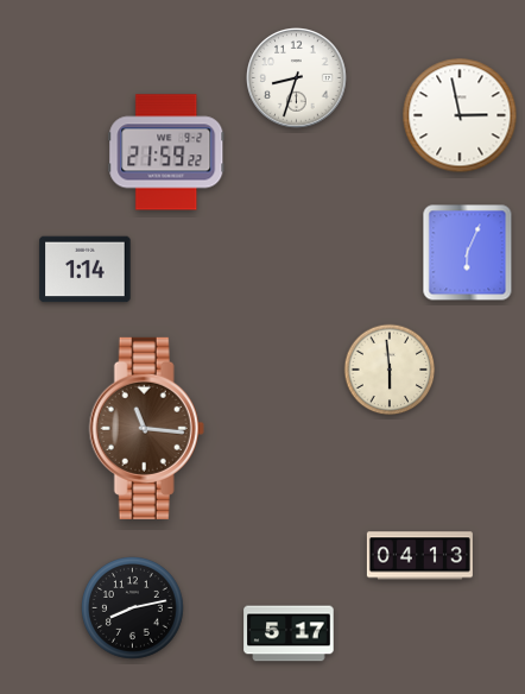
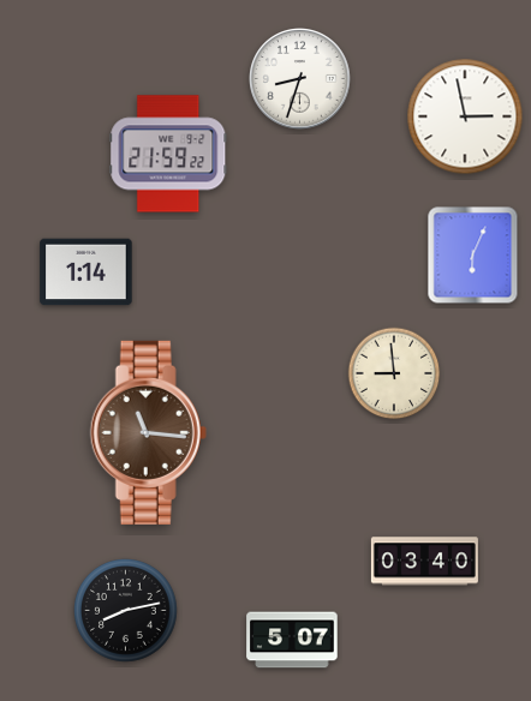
clock at (390, 370): 5:59 -> 8:59
clock at (419, 556): 04:13 -> 03:40
clock at (133, 608) position: (133, 608) -> (126, 611)
clock at (289, 633): 5:17 -> 5:07
